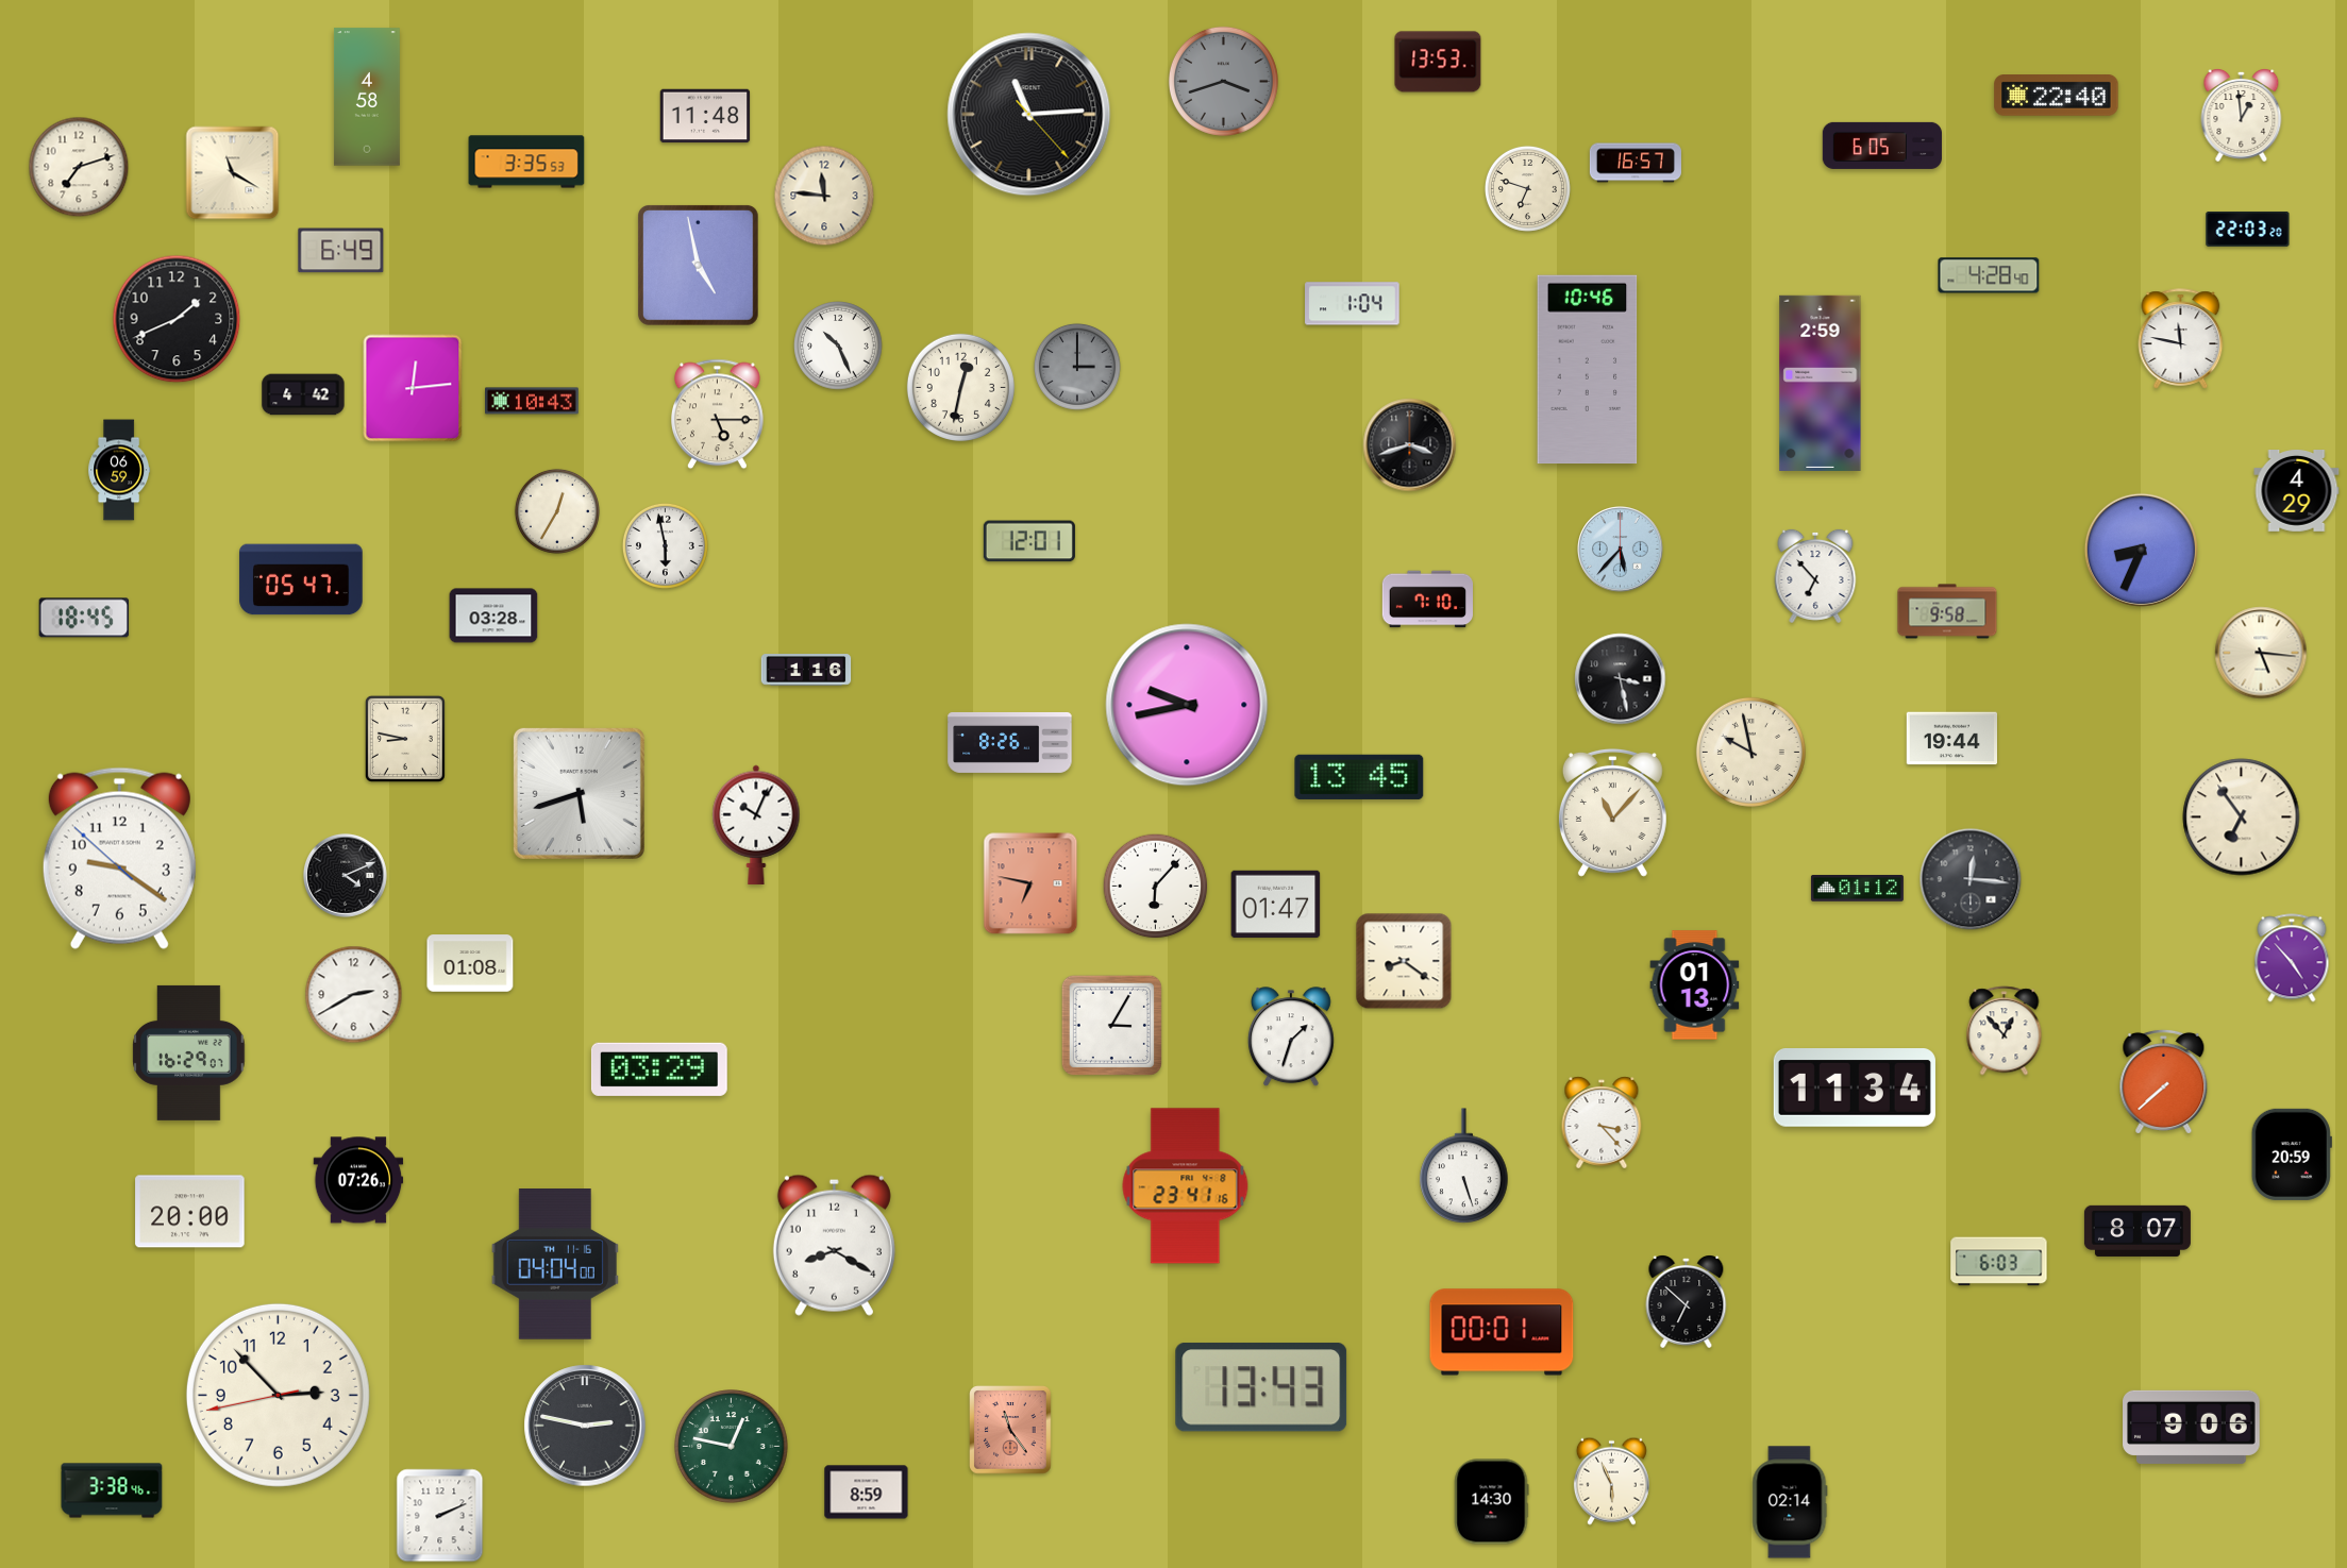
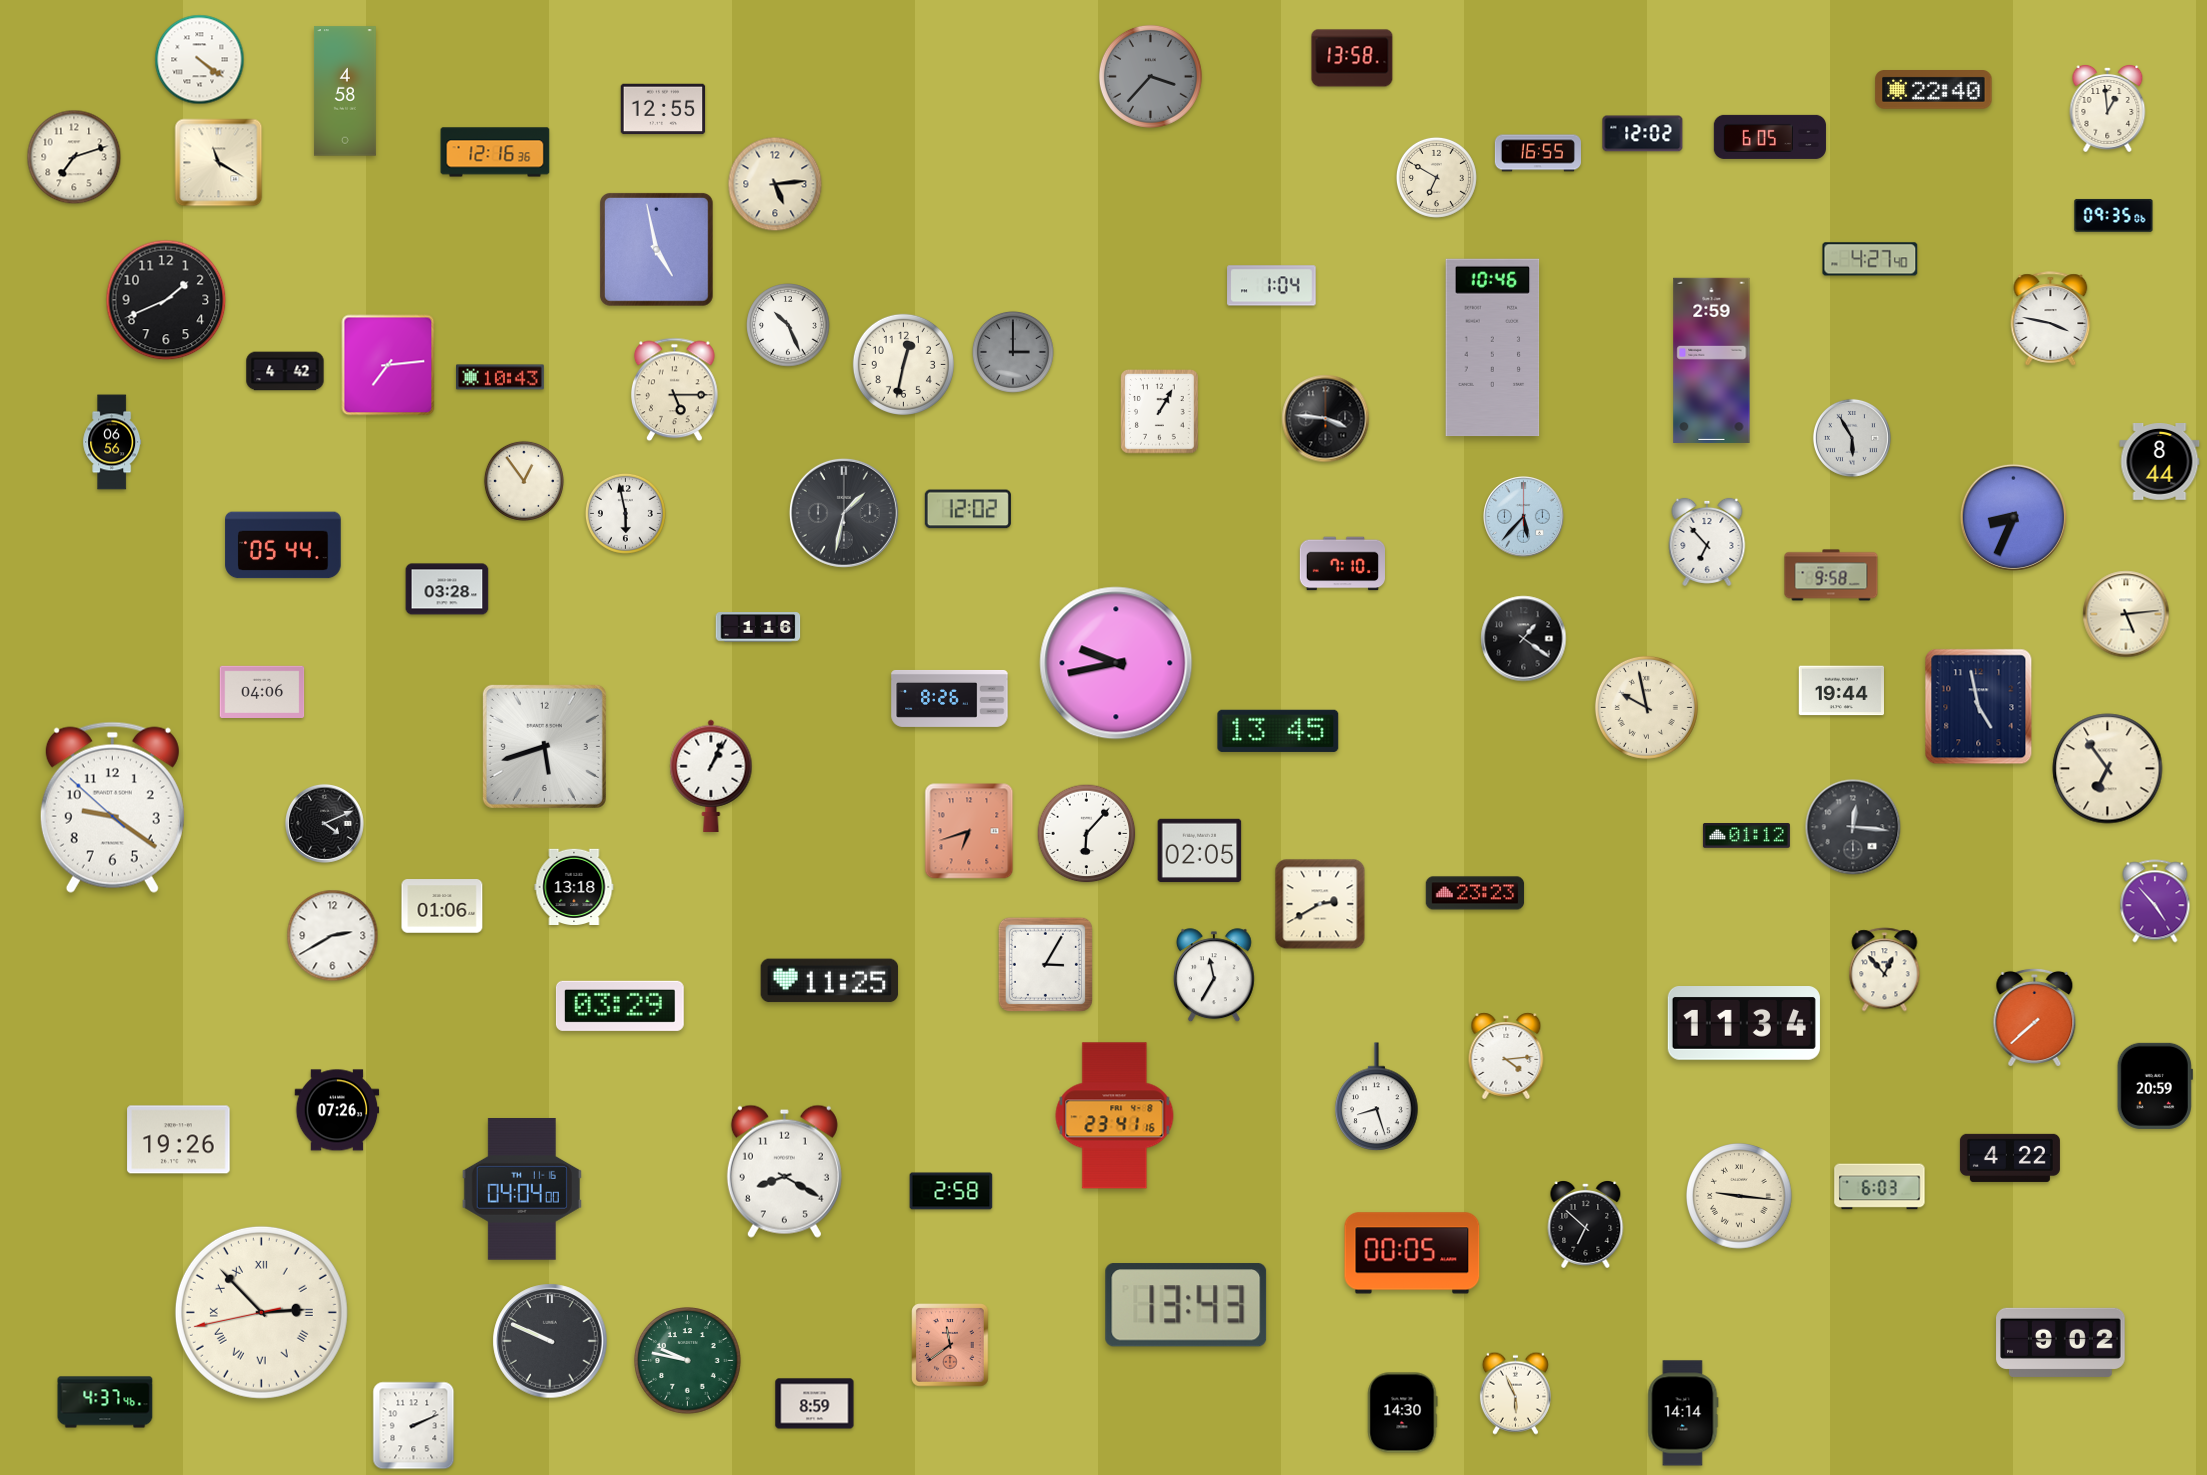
clock at (1438, 62): 13:53 -> 13:58
clock at (200, 60): none -> 4:21
clock at (1223, 81): 3:42 -> 3:37
clock at (1029, 115): 11:14 -> none
clock at (705, 116): 11:48 -> 12:55
clock at (1643, 134): none -> 12:02
clock at (526, 162): 3:35 -> 12:16
clock at (1636, 163): 16:57 -> 16:55
clock at (1527, 188): 6:48 -> 6:50
clock at (824, 196): 11:46 -> 5:14
clock at (2248, 229): 22:03 -> 09:35
clock at (341, 251): 6:49 -> none
clock at (1989, 275): 4:28 -> 4:27
clock at (2181, 339): 11:47 -> 3:47
clock at (1077, 367) position: (1077, 367) -> (1013, 352)
clock at (413, 388): 12:14 -> 7:14
clock at (1160, 412): none -> 1:05
clock at (1410, 445): 3:42 -> 3:46
clock at (1852, 438): none -> 5:55
clock at (119, 470): 06:59 -> 06:56
clock at (2297, 491): 4:29 -> 8:44
clock at (557, 511): 12:35 -> 12:54
clock at (1029, 541): 12:01 -> 12:02
clock at (844, 513): none -> 1:32
clock at (301, 579): 05:47 -> 05:44
clock at (493, 616) position: (493, 616) -> (447, 589)
clock at (84, 618): 18:45 -> none
clock at (2261, 653): 5:16 -> 5:14
clock at (806, 670) position: (806, 670) -> (758, 627)
clock at (1621, 679): 3:28 -> 1:21
clock at (262, 691): none -> 04:06
clock at (405, 739): 8:47 -> none
clock at (1951, 739) position: (1951, 739) -> (1841, 691)
clock at (1979, 707): none -> 4:58
clock at (1612, 812): 11:07 -> none
clock at (756, 825): 10:04 -> 1:04
clock at (1030, 883): 6:47 -> 6:42
clock at (1276, 905): 01:47 -> 02:05
clock at (574, 886): none -> 13:18
clock at (1475, 893): none -> 23:23
clock at (1404, 961): 8:21 -> 2:40
clock at (470, 963): 01:08 -> 01:06
clock at (1695, 985): 01:13 -> none
clock at (1291, 1038): 1:33 -> 11:35
clock at (830, 981): none -> 11:25
clock at (189, 1052): 16:29 -> none
clock at (1602, 1123): 3:23 -> 4:14
clock at (1464, 1166): 5:27 -> 8:27
clock at (190, 1212): 20:00 -> 19:26
clock at (2138, 1231): 8:07 -> 4:22
clock at (951, 1191): none -> 2:58
clock at (1740, 1197): none -> 9:16
clock at (1502, 1332): 00:01 -> 00:05
clock at (278, 1395) numerals: Arabic -> Roman
clock at (585, 1426): 2:47 -> 9:49
clock at (2192, 1427): 9:06 -> 9:02
clock at (1010, 1430): 11:24 -> 11:39
clock at (732, 1447): 12:47 -> 9:47
clock at (112, 1490): 3:38 -> 4:37
clock at (1790, 1502): 02:14 -> 14:14
